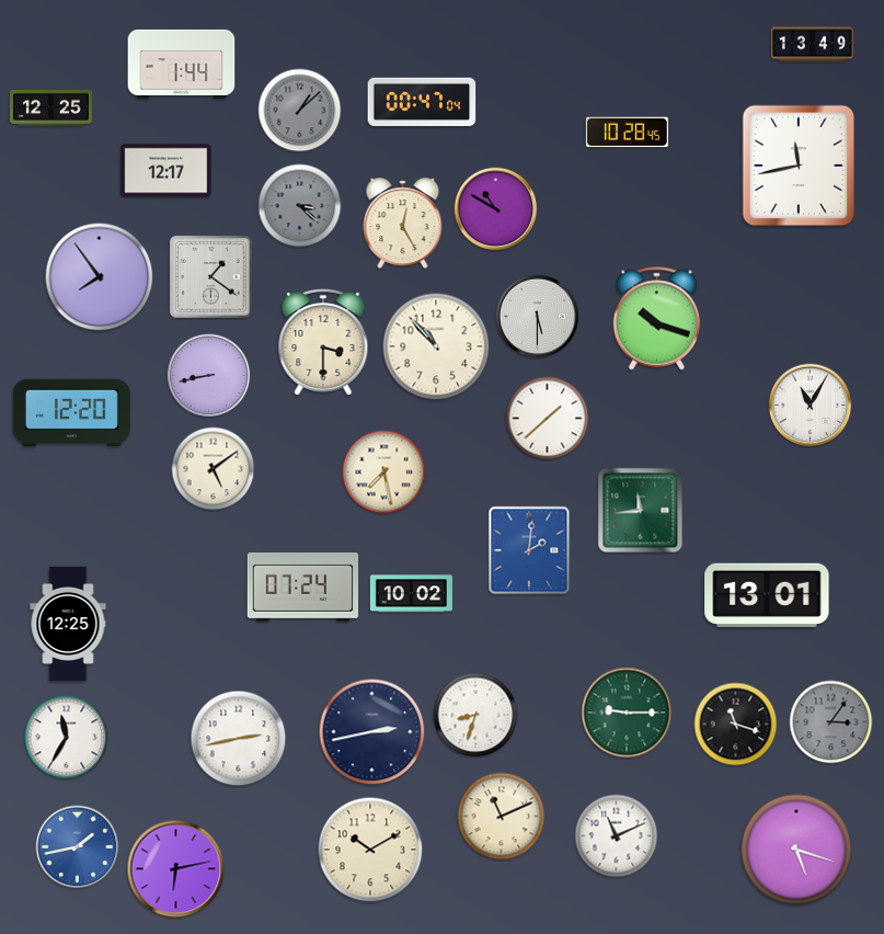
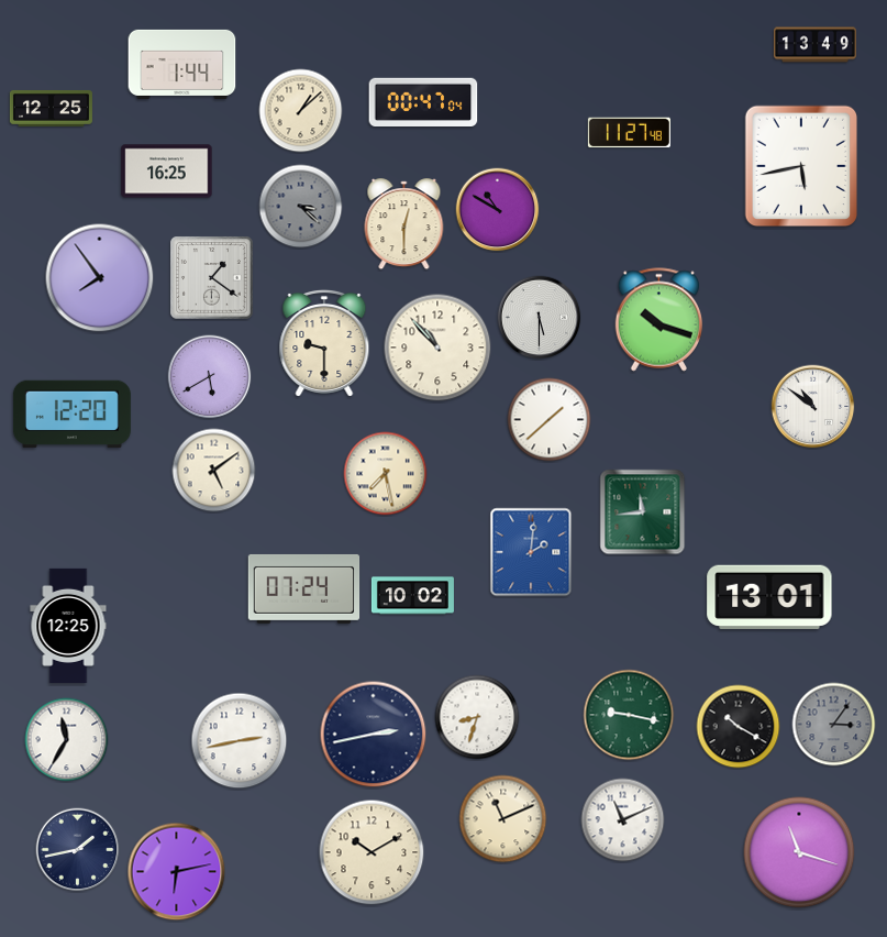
clock at (300, 111) dial: grey -> cream
clock at (627, 133): 10:28 -> 11:27
clock at (797, 166): 11:43 -> 5:43
clock at (167, 171): 12:17 -> 16:25
clock at (403, 224): 12:25 -> 12:30
clock at (323, 342): 3:30 -> 9:30
clock at (209, 376): 8:43 -> 5:40
clock at (811, 406): 11:05 -> 10:51
clock at (627, 713): 9:15 -> 9:17
clock at (736, 725): 11:18 -> 10:20
clock at (617, 836) position: (617, 836) -> (623, 820)
clock at (78, 847) dial: blue -> navy
clock at (796, 850): 5:18 -> 11:18
